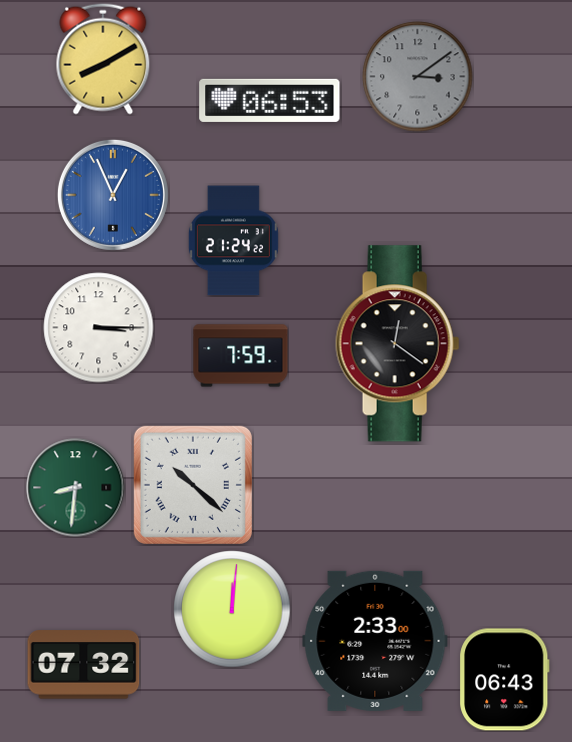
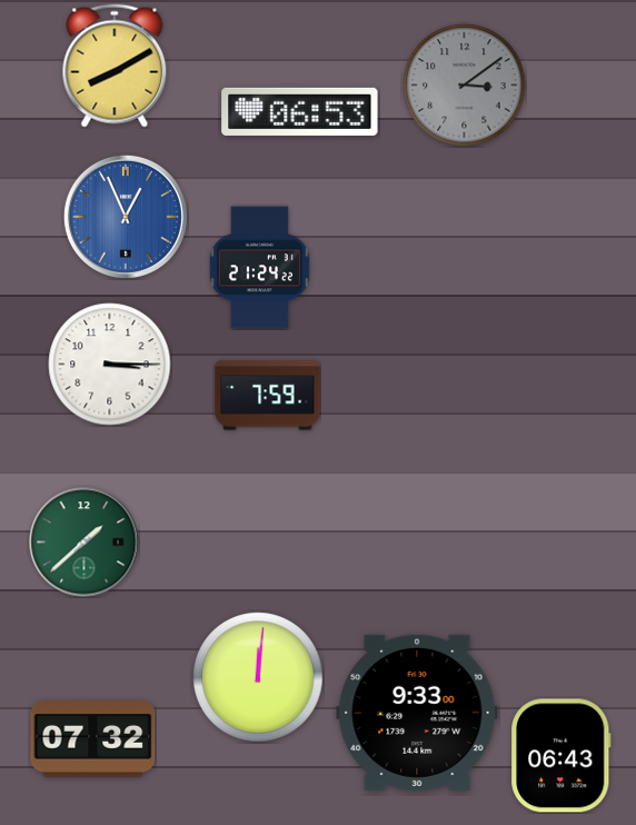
clock at (398, 344): 12:21 -> none
clock at (193, 485): 10:22 -> none
clock at (76, 488): 8:31 -> 1:38
clock at (375, 641): 2:33 -> 9:33
